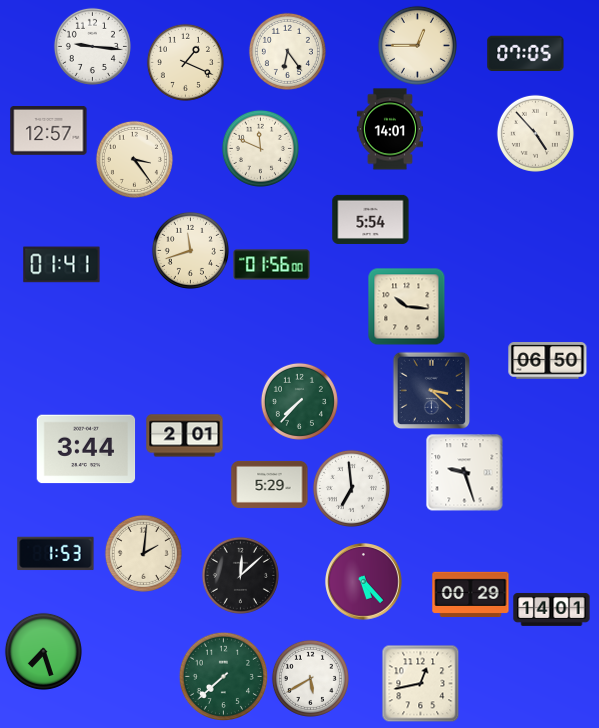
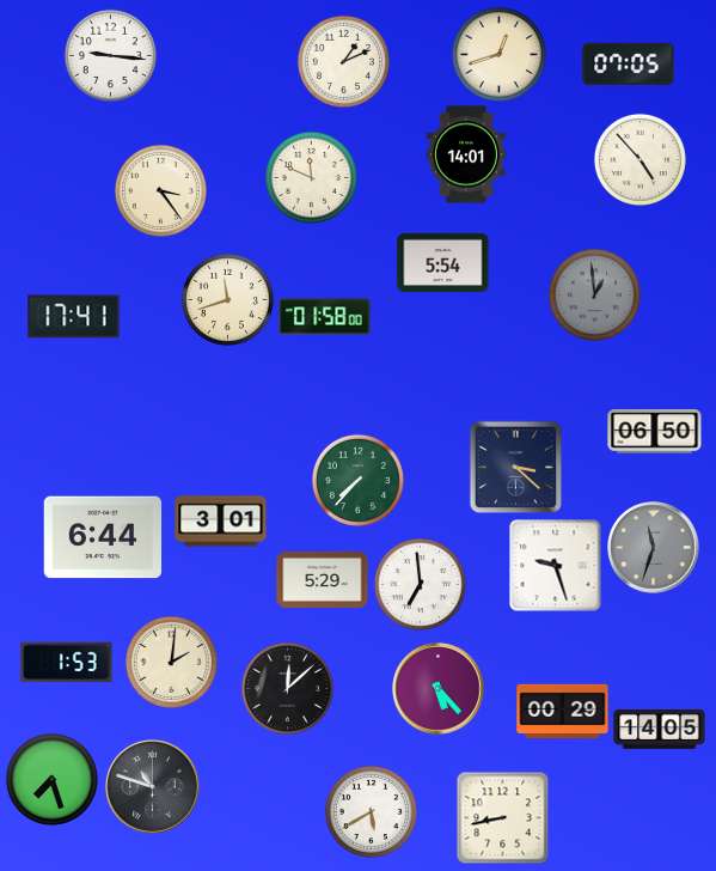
clock at (417, 45): 12:45 -> 12:42
clock at (287, 51): 6:24 -> 1:11
clock at (185, 62): 1:19 -> none
clock at (49, 131): 12:57 -> none
clock at (594, 294): none -> 12:59
clock at (62, 265): 01:41 -> 17:41
clock at (272, 265): 01:56 -> 01:58
clock at (406, 306): 10:16 -> none
clock at (185, 436): 2:01 -> 3:01
clock at (86, 449): 3:44 -> 6:44
clock at (654, 548): none -> 11:33
clock at (364, 582) position: (364, 582) -> (439, 689)
clock at (552, 609): 14:01 -> 14:05
clock at (153, 787): none -> 10:48
clock at (223, 676): 7:38 -> none
clock at (420, 683): 12:43 -> 8:43
